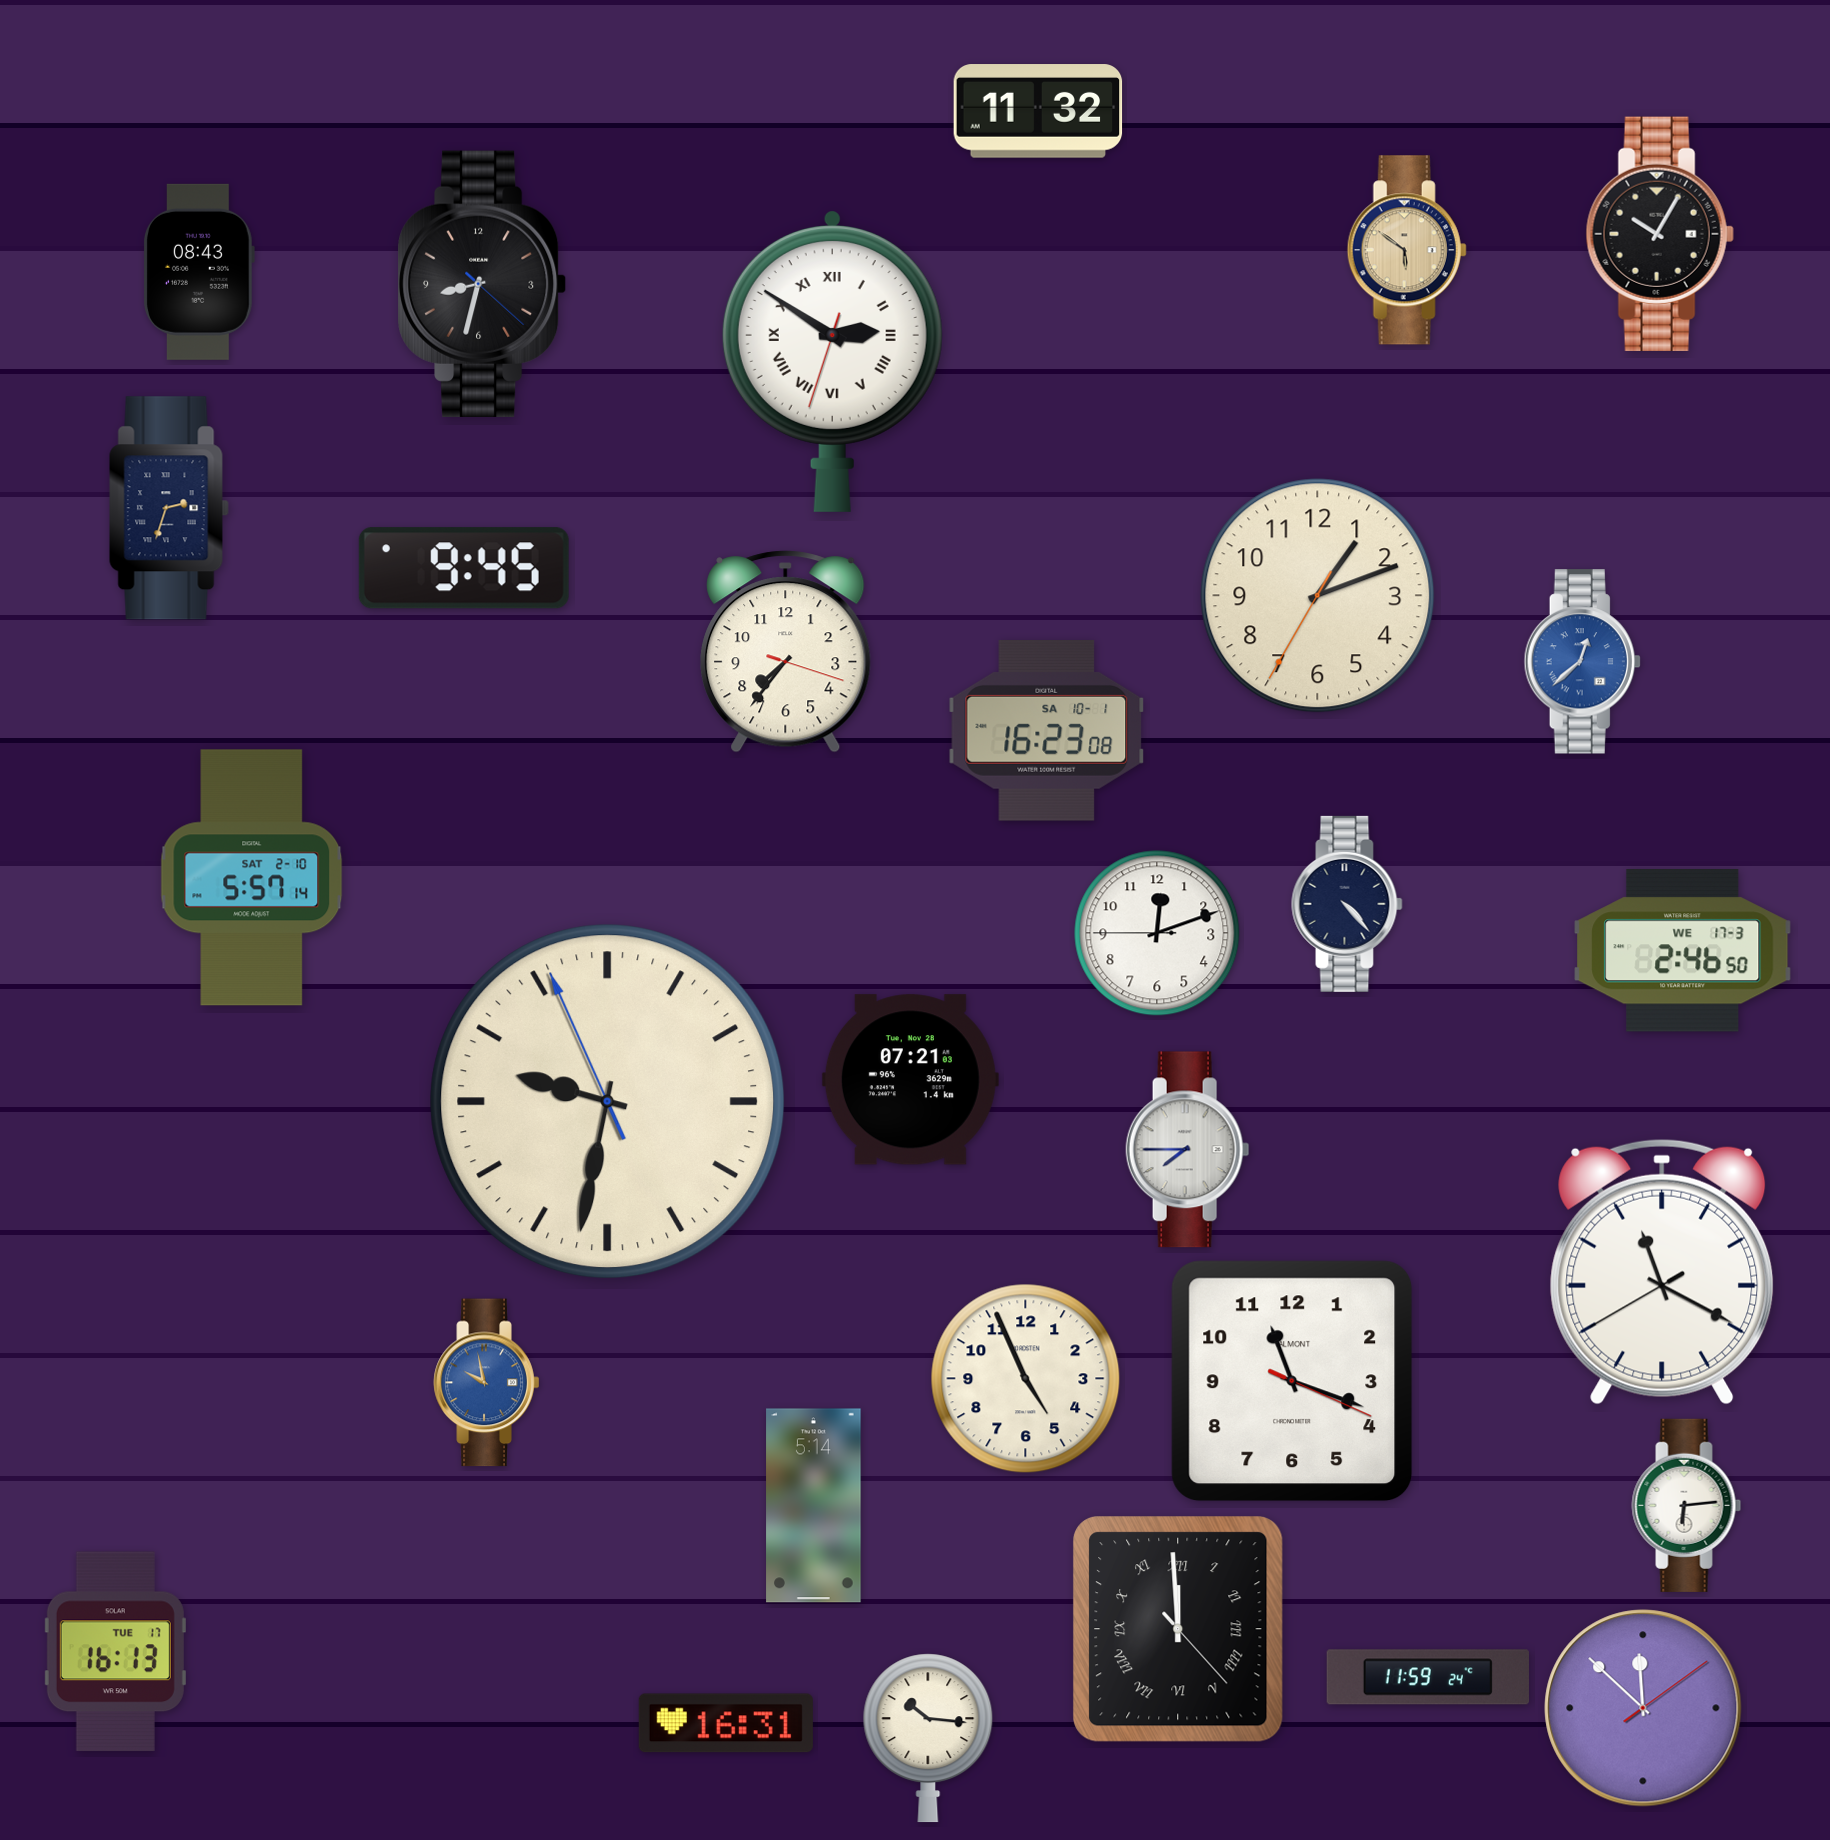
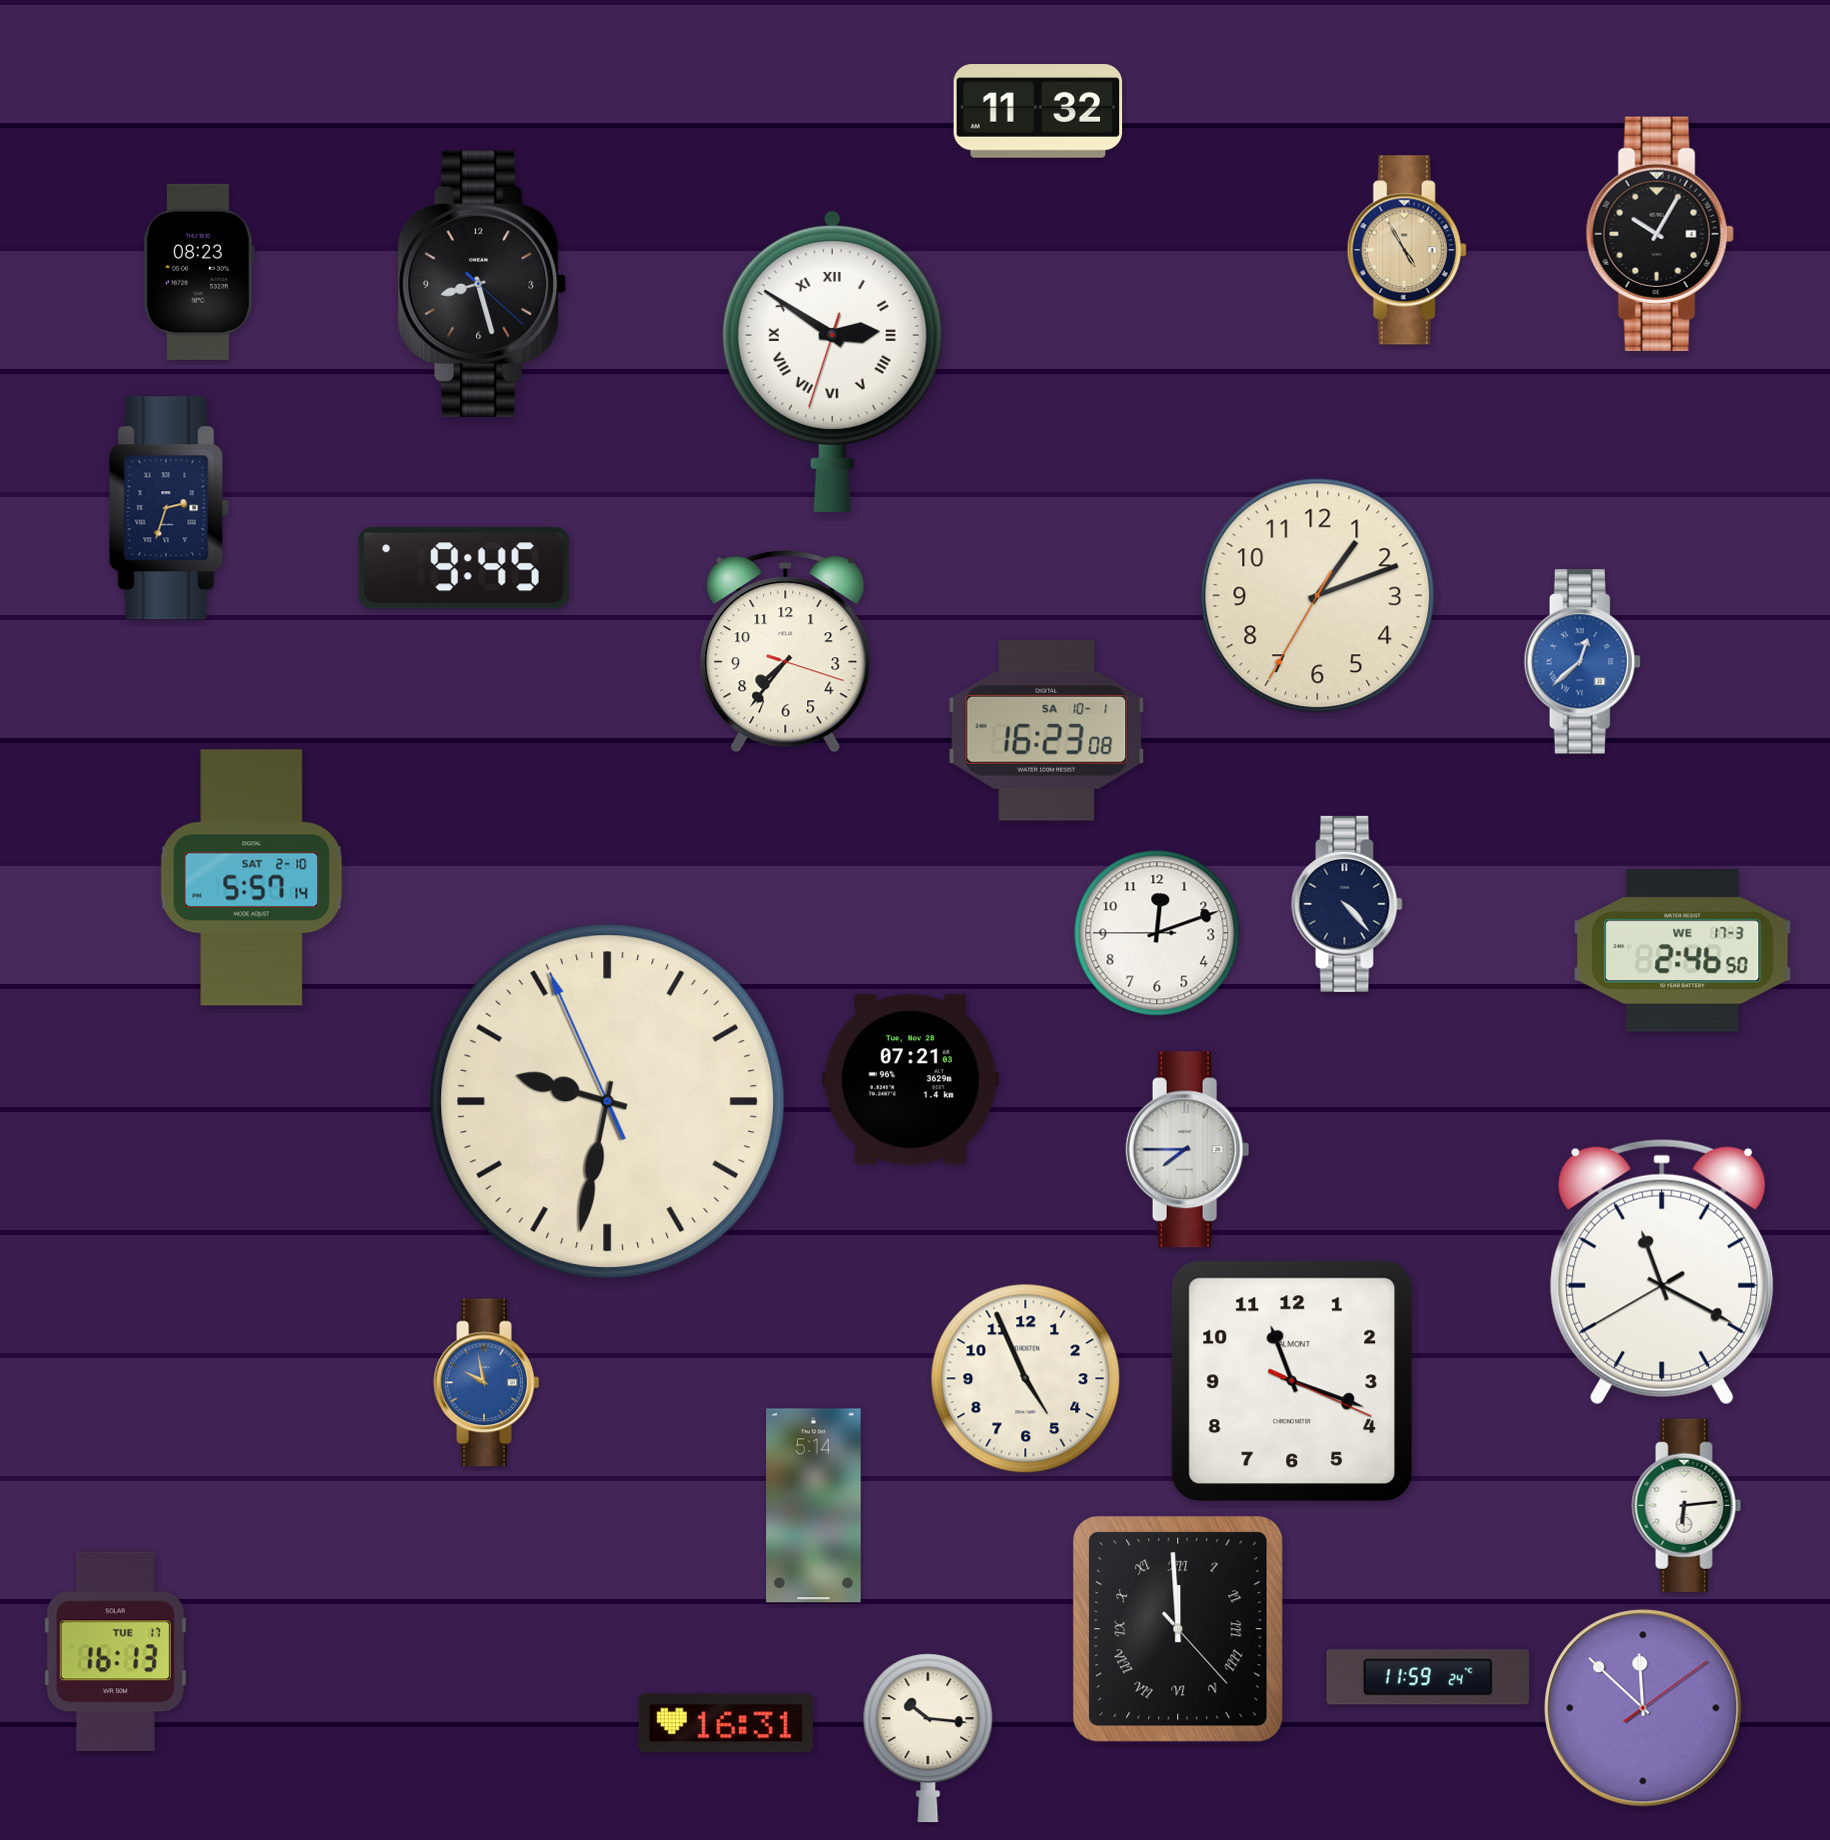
clock at (1407, 250): 5:51 -> 4:55
clock at (199, 272): 08:43 -> 08:23
clock at (483, 284): 8:32 -> 8:27
